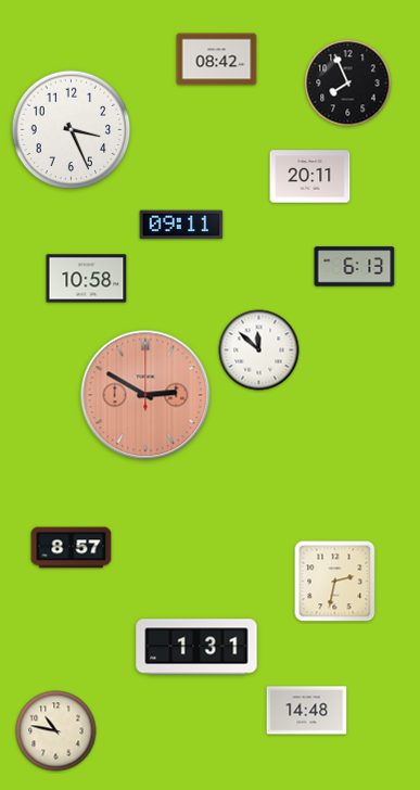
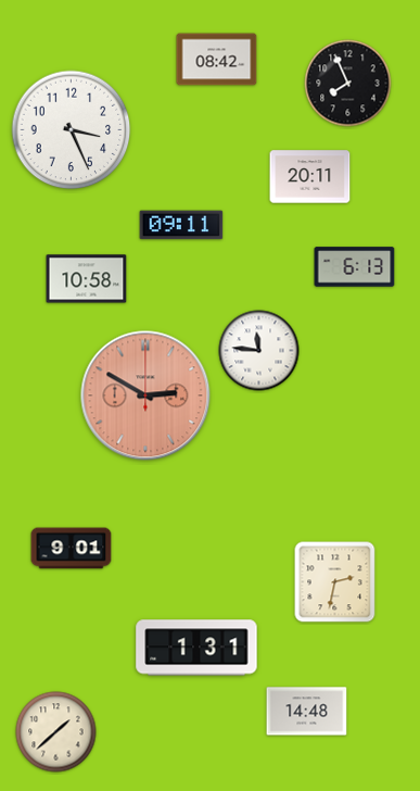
clock at (259, 351): 11:52 -> 11:46
clock at (72, 548): 8:57 -> 9:01
clock at (56, 731): 10:47 -> 1:38
